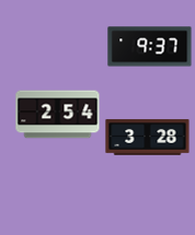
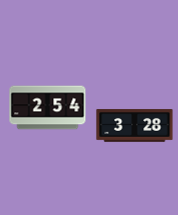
clock at (150, 47): 9:37 -> none
clock at (58, 115) position: (58, 115) -> (48, 108)
